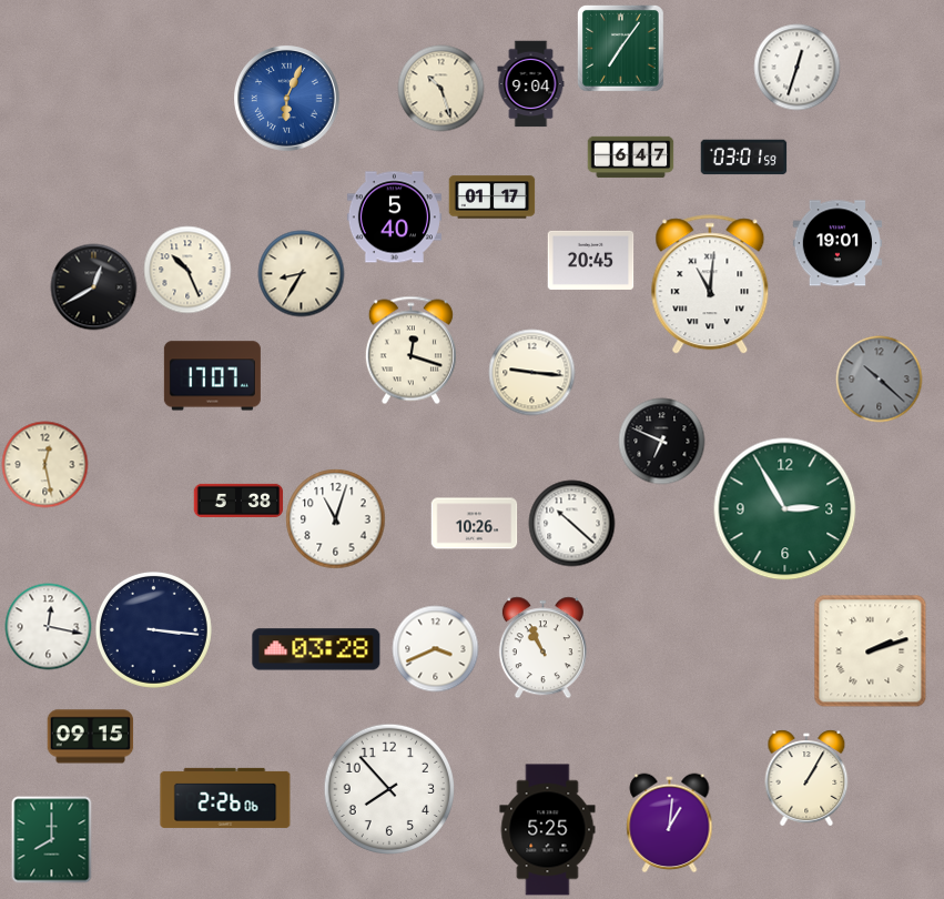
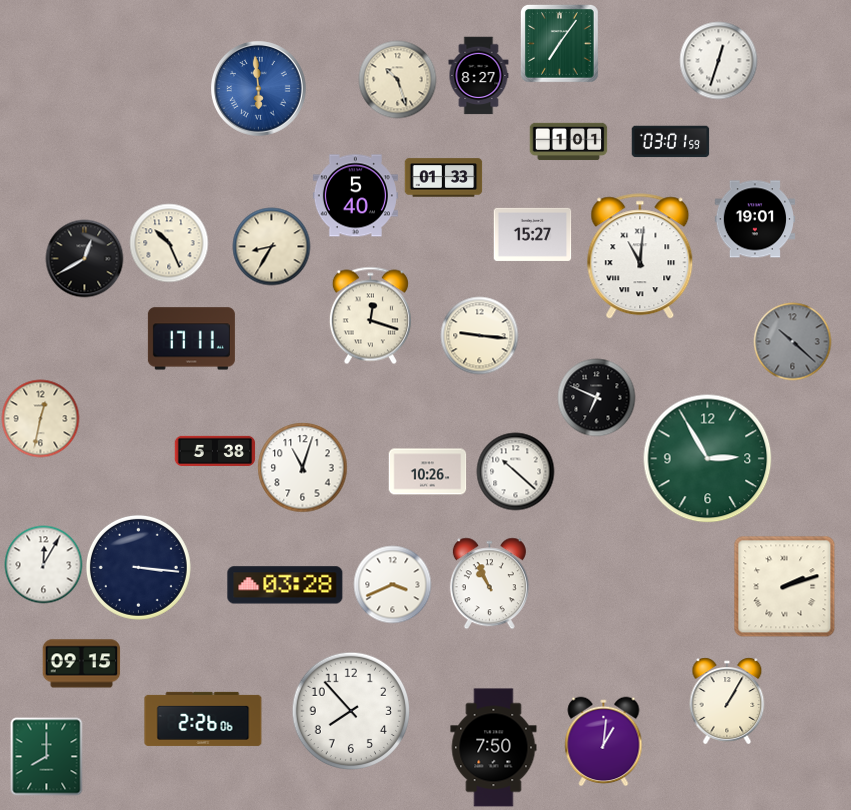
clock at (531, 83): 9:04 -> 8:27
clock at (287, 99): 6:04 -> 5:59
clock at (630, 158): 6:47 -> 1:01
clock at (491, 198): 01:17 -> 01:33
clock at (590, 260): 20:45 -> 15:27
clock at (212, 376): 17:07 -> 17:11
clock at (44, 464): 12:28 -> 12:32
clock at (48, 626): 12:17 -> 12:05
clock at (548, 830): 5:25 -> 7:50
